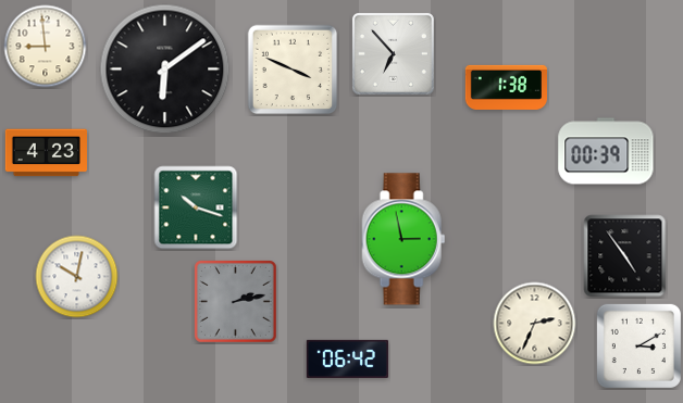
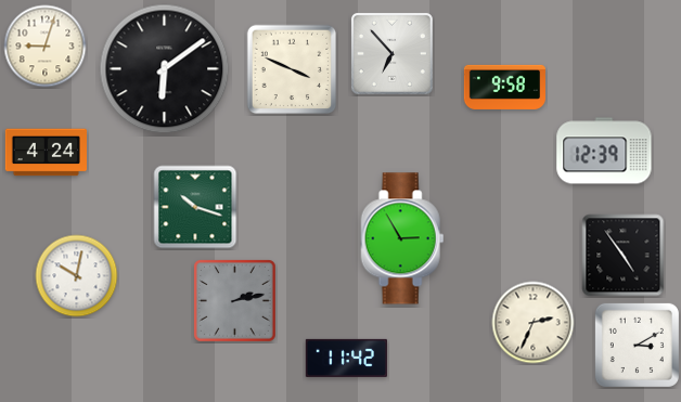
clock at (46, 47): 8:59 -> 9:03
clock at (506, 87): 1:38 -> 9:58
clock at (606, 151): 00:39 -> 12:39
clock at (46, 153): 4:23 -> 4:24
clock at (403, 239): 2:58 -> 2:55
clock at (347, 358): 06:42 -> 11:42
